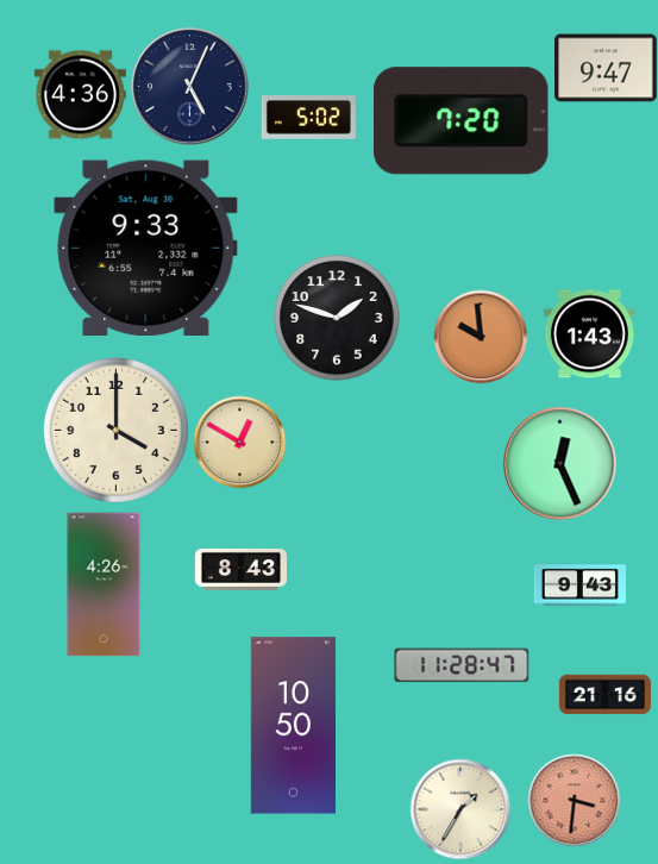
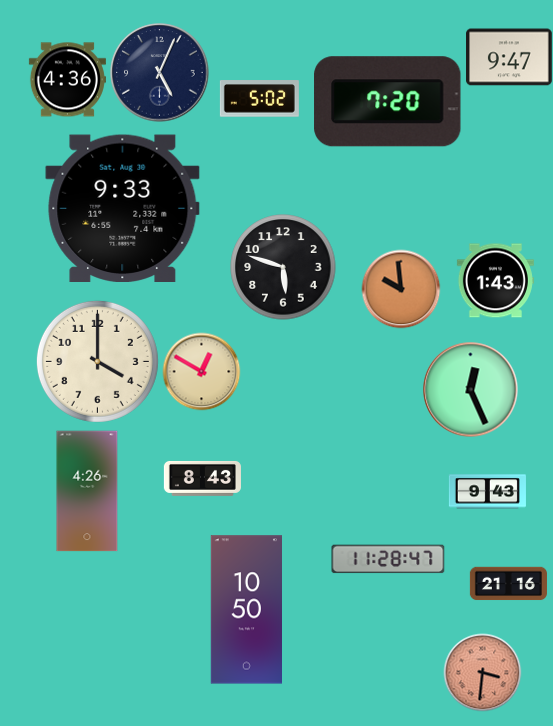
clock at (337, 318): 1:48 -> 5:48
clock at (481, 337) position: (481, 337) -> (401, 289)
clock at (460, 809): 1:35 -> none
